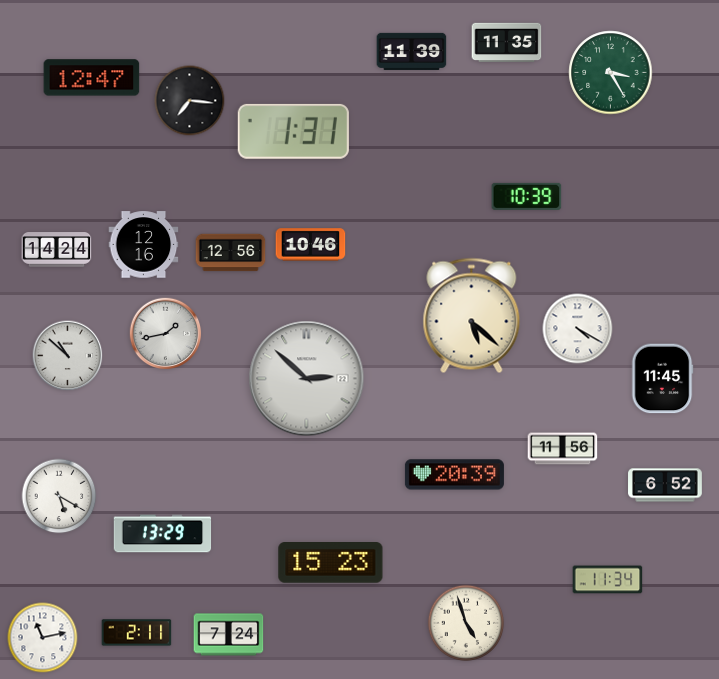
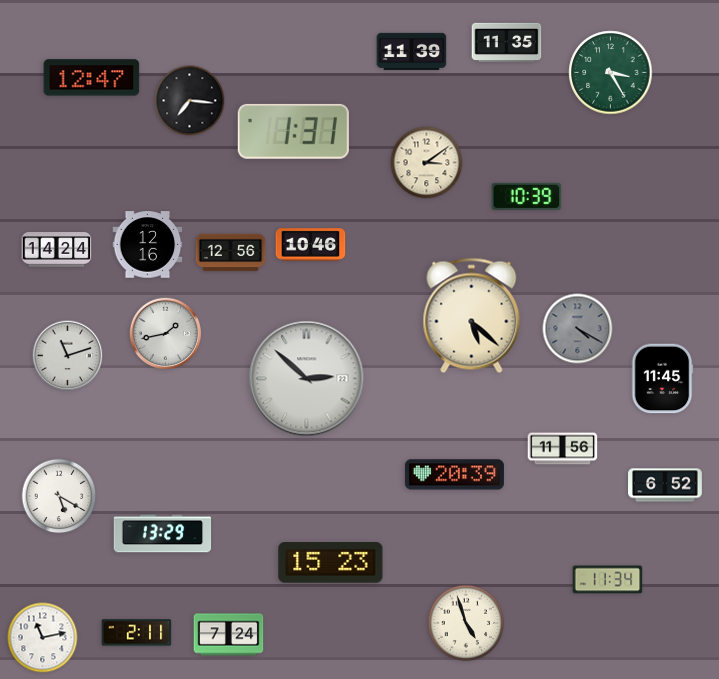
clock at (427, 163): none -> 3:09
clock at (144, 245) position: (144, 245) -> (148, 245)
clock at (578, 329) dial: white -> grey
clock at (68, 356): 10:52 -> 11:12
